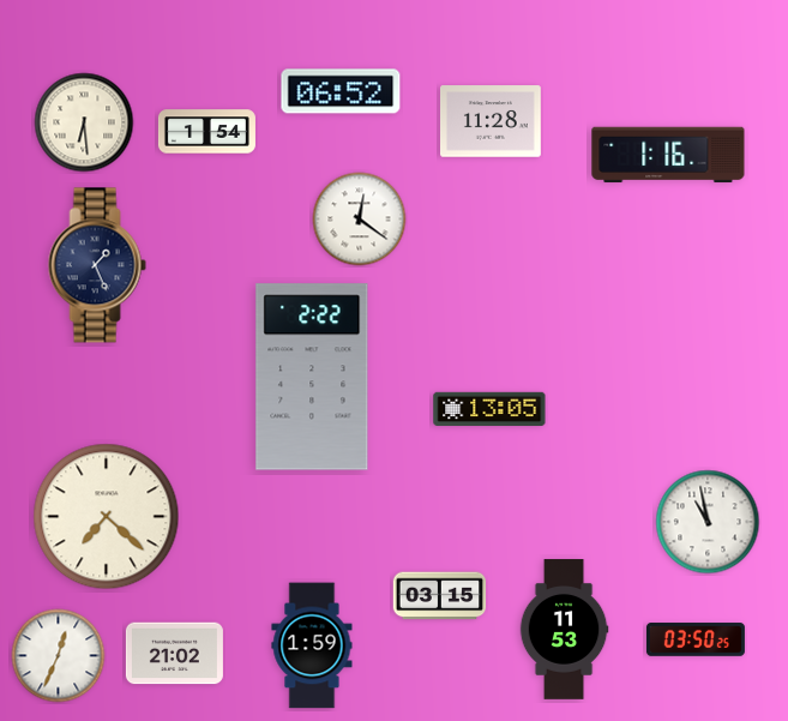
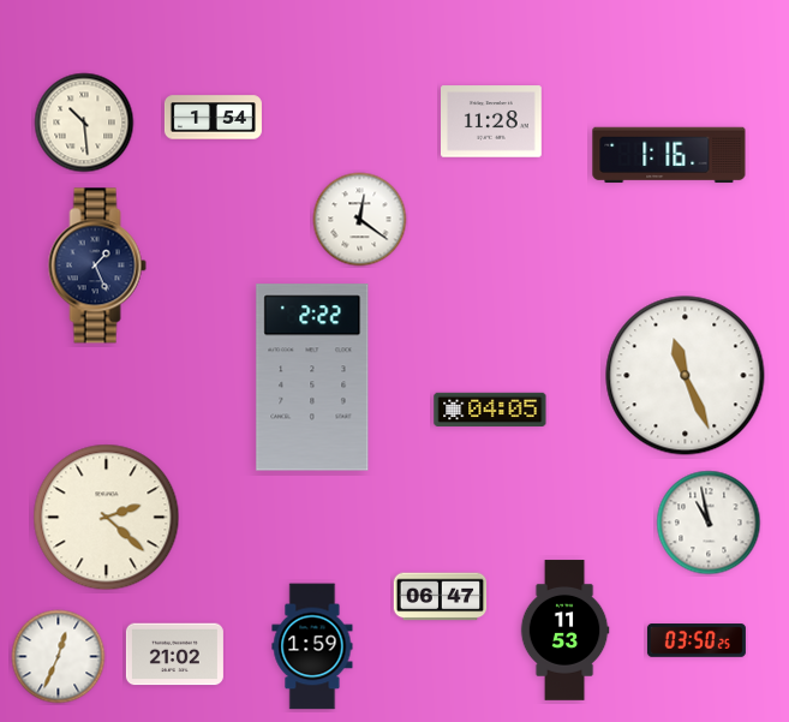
clock at (341, 91): 06:52 -> none
clock at (84, 122): 6:29 -> 10:29
clock at (206, 132) position: (206, 132) -> (213, 118)
clock at (686, 376): none -> 11:26
clock at (489, 409): 13:05 -> 04:05
clock at (107, 517): 7:22 -> 2:22
clock at (440, 596): 03:15 -> 06:47
